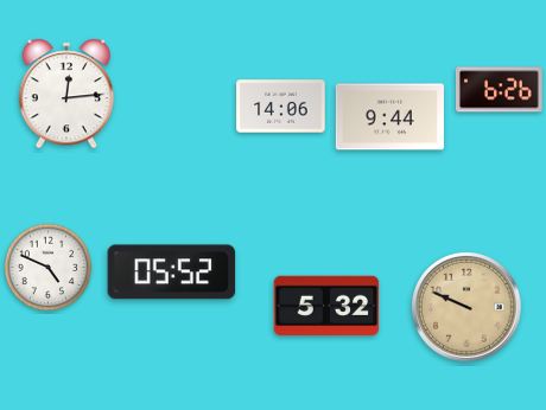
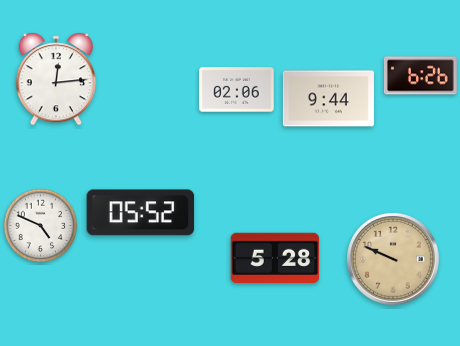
clock at (281, 107): 14:06 -> 02:06
clock at (172, 273) position: (172, 273) -> (141, 213)
clock at (326, 305): 5:32 -> 5:28
